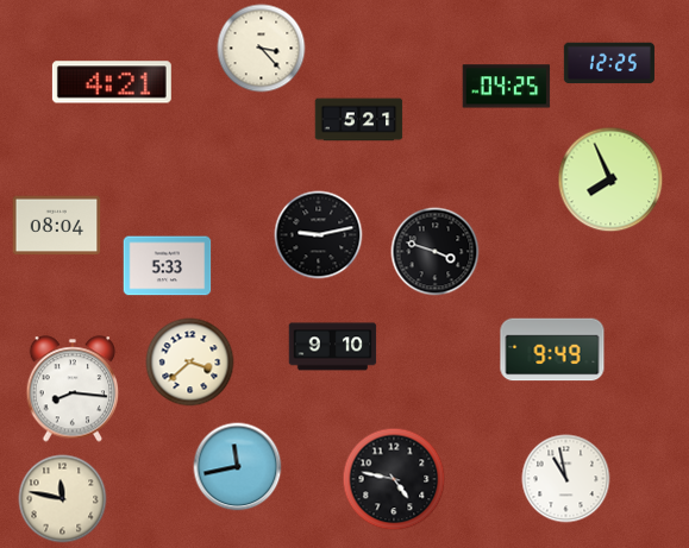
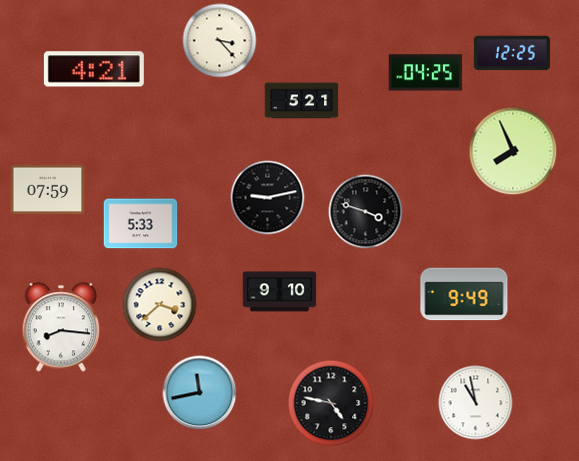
clock at (57, 226): 08:04 -> 07:59
clock at (63, 499): 11:47 -> none
